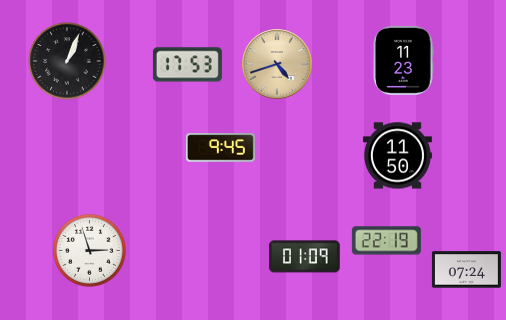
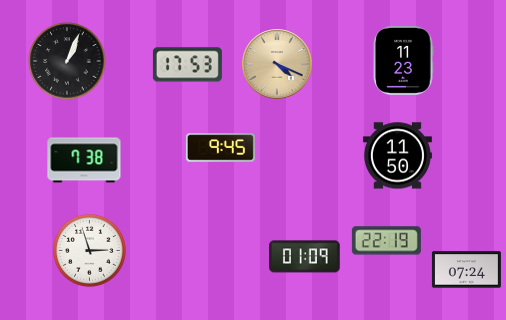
clock at (277, 64): 4:42 -> 4:19
clock at (84, 160): none -> 7:38
